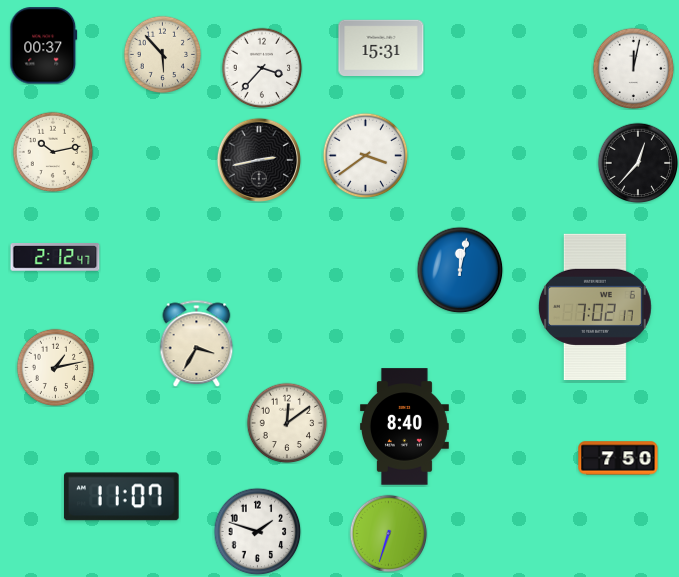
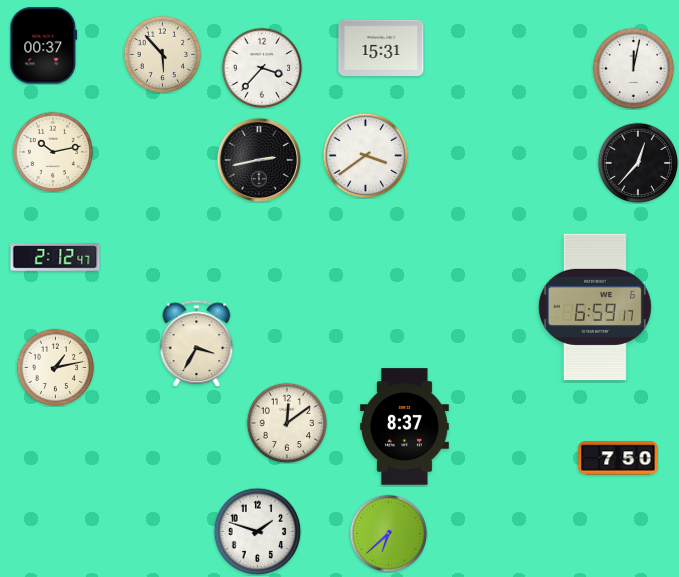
clock at (460, 270): 12:02 -> none
clock at (595, 306): 7:02 -> 6:59
clock at (404, 427): 8:40 -> 8:37
clock at (121, 497): 11:07 -> none
clock at (388, 533): 6:33 -> 6:38
